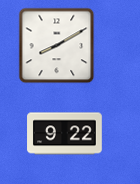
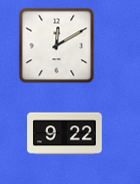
clock at (57, 46): 8:10 -> 12:10
